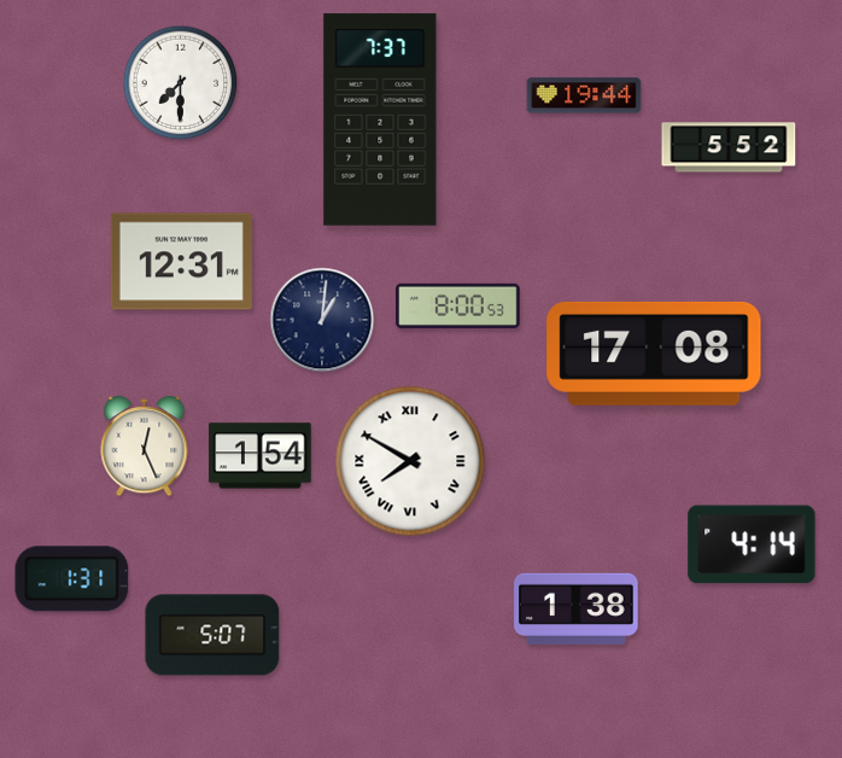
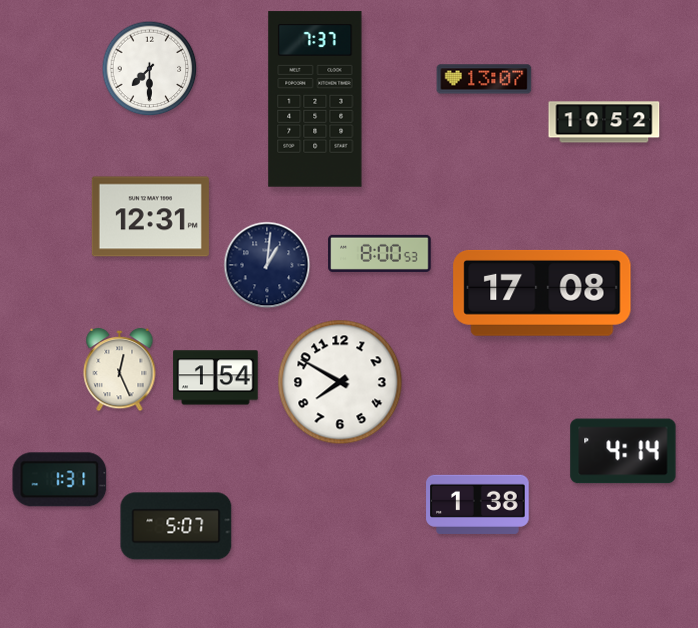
clock at (584, 95): 19:44 -> 13:07
clock at (729, 147): 5:52 -> 10:52
clock at (410, 461) numerals: Roman -> Arabic
